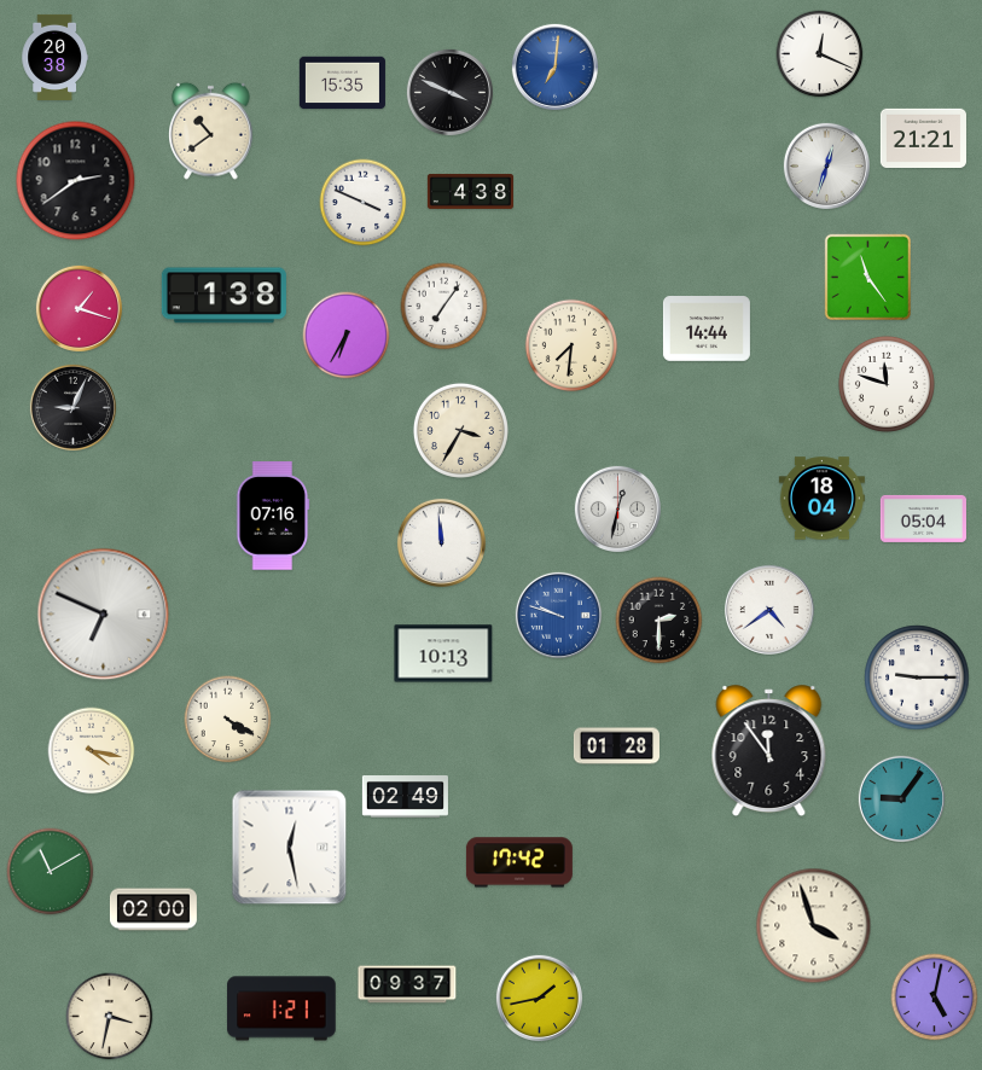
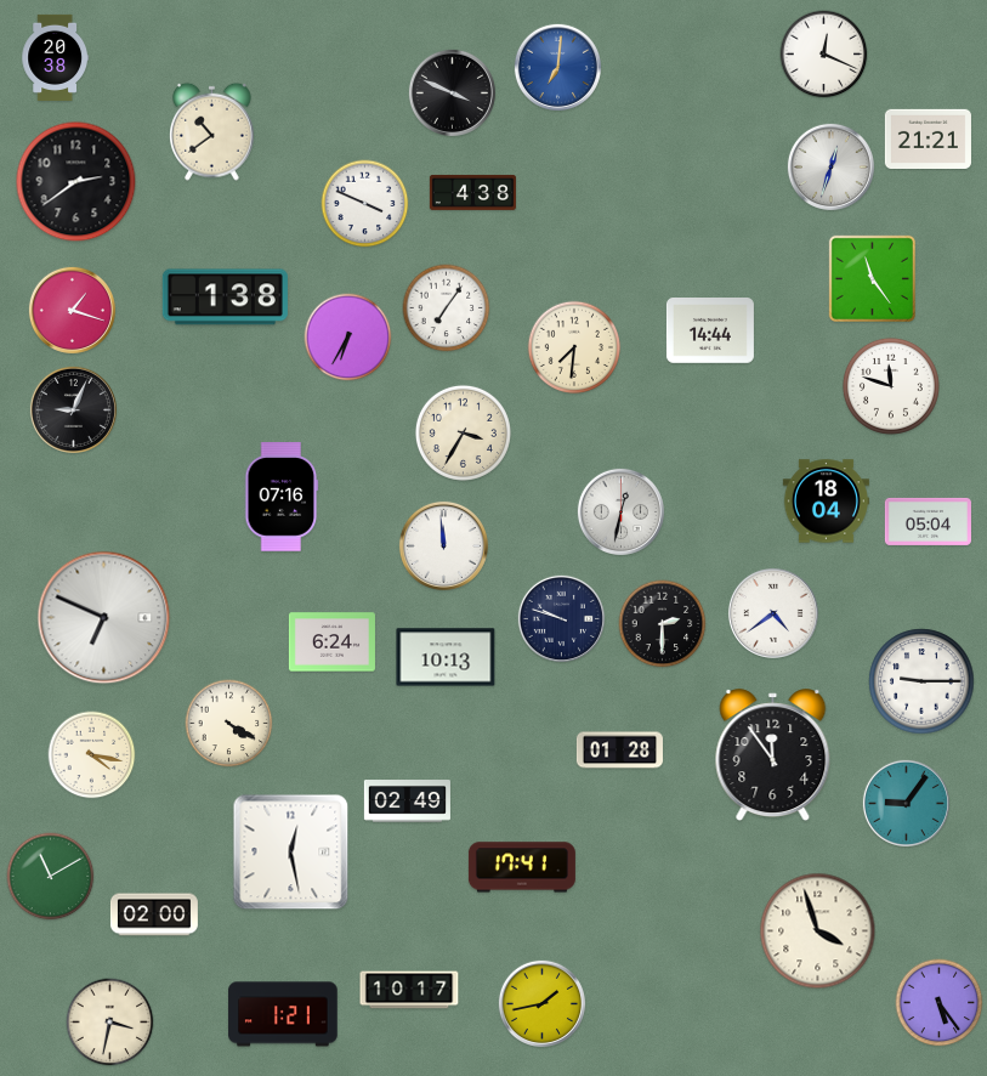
clock at (342, 83): 15:35 -> none
clock at (79, 308) position: (79, 308) -> (72, 310)
clock at (273, 516) position: (273, 516) -> (282, 497)
clock at (558, 615) dial: blue -> navy
clock at (331, 642): none -> 6:24
clock at (519, 862): 17:42 -> 17:41
clock at (407, 984): 09:37 -> 10:17
clock at (935, 998): 5:02 -> 5:24
